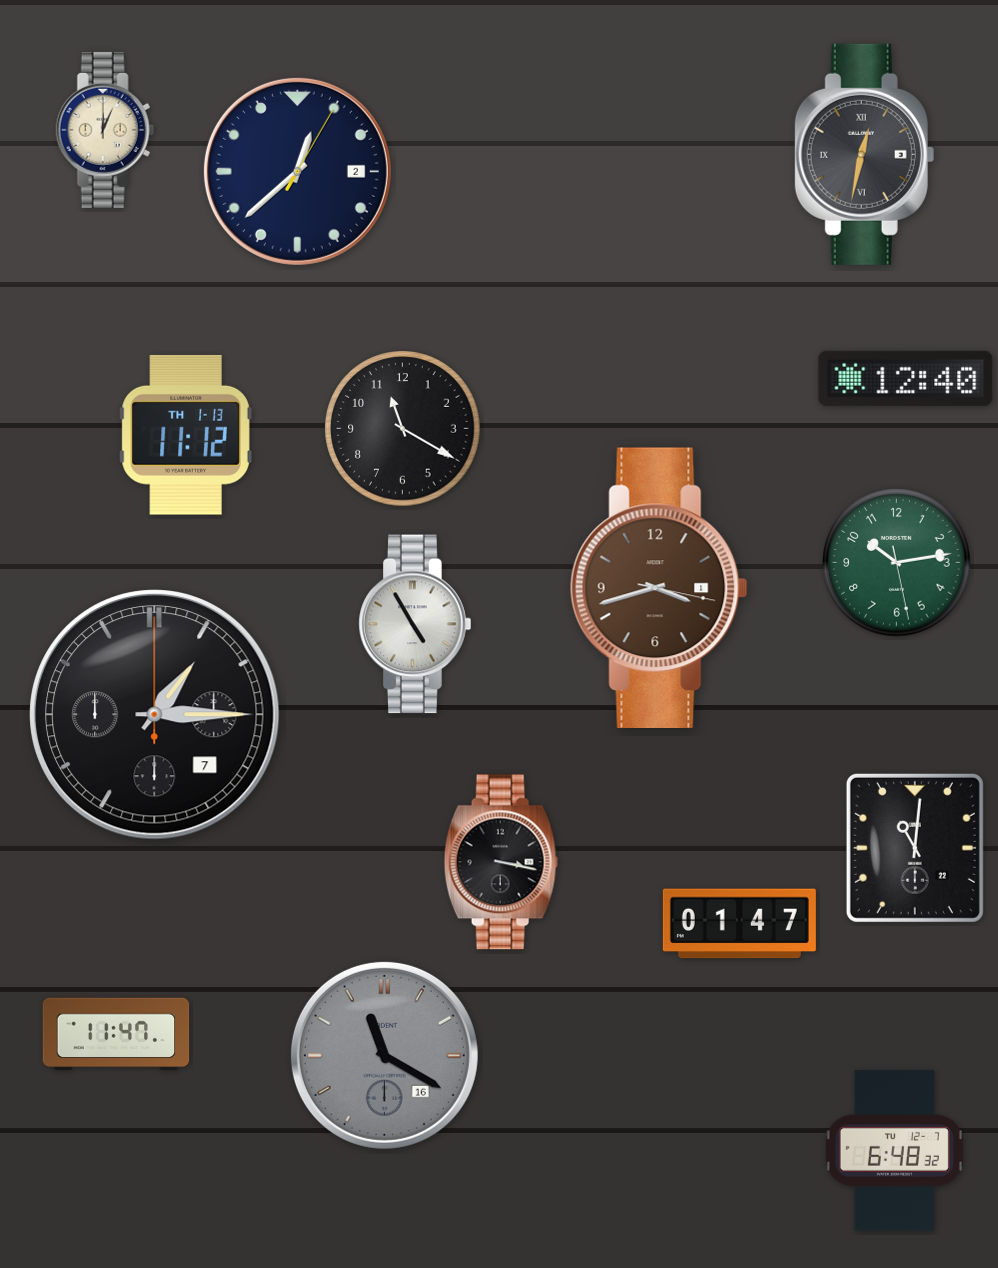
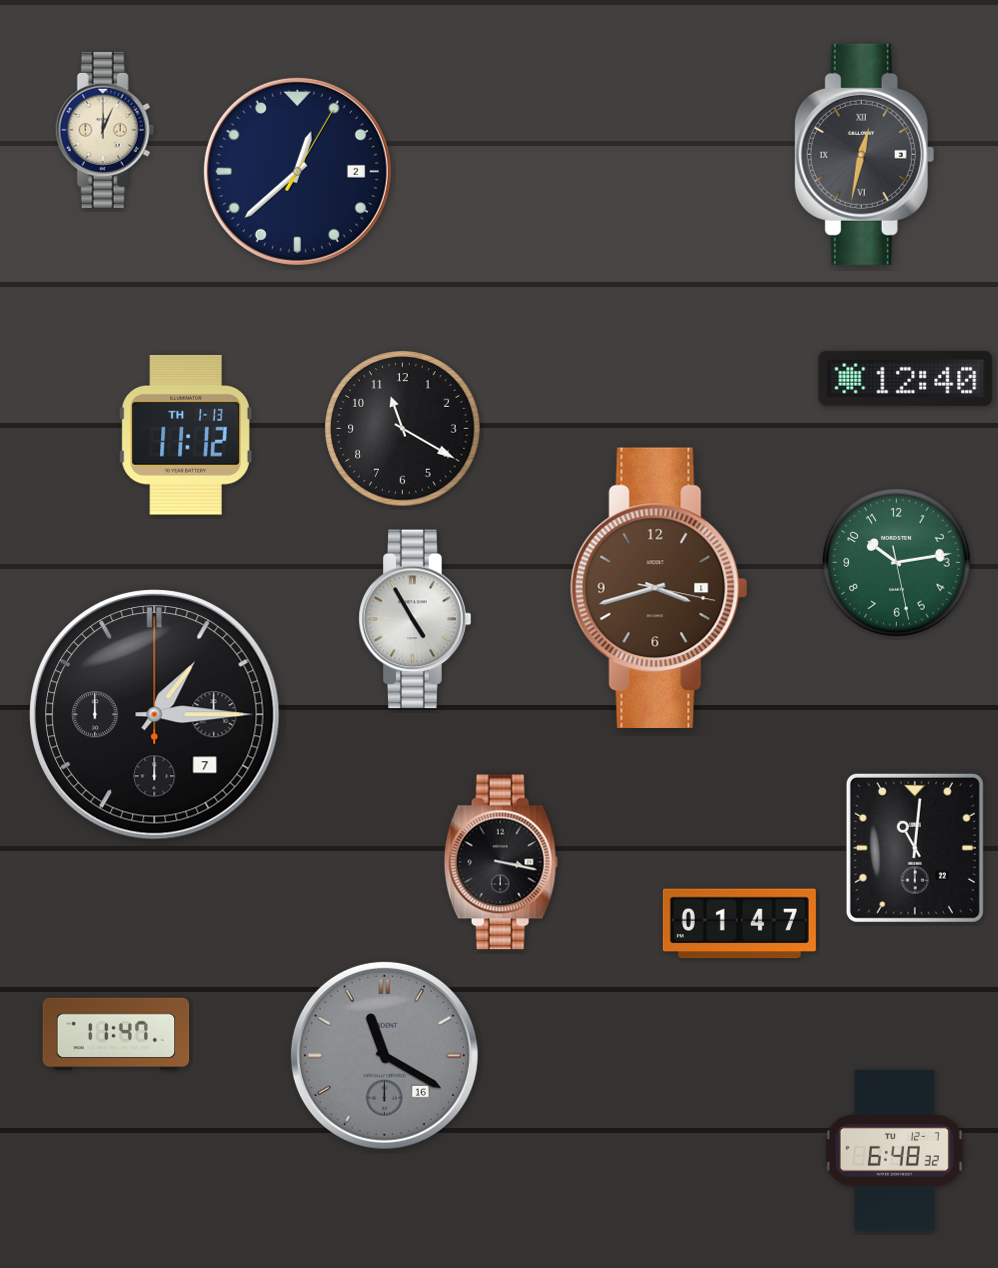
clock at (415, 624) position: (415, 624) -> (415, 619)
